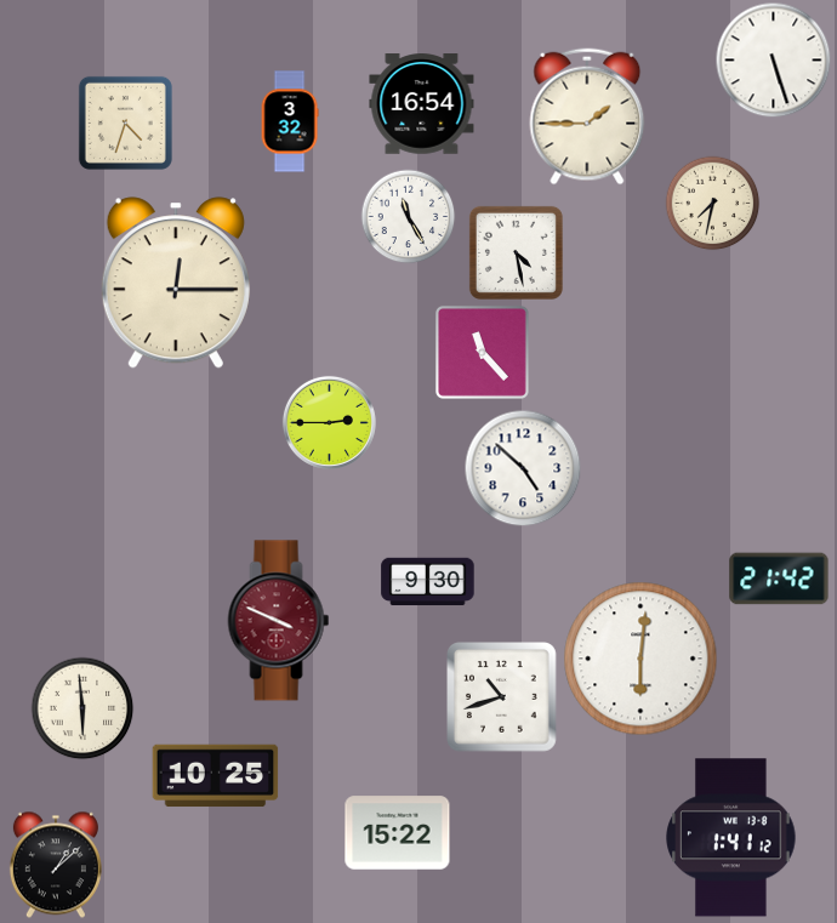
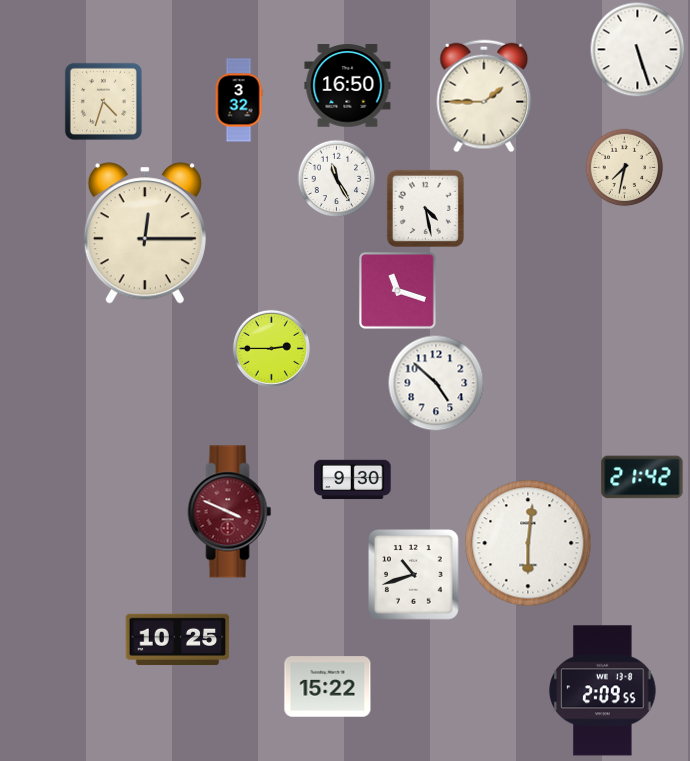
clock at (422, 104): 16:54 -> 16:50
clock at (712, 203) position: (712, 203) -> (624, 167)
clock at (482, 352): 11:23 -> 11:18
clock at (523, 468) position: (523, 468) -> (436, 383)
clock at (82, 708): 5:59 -> none
clock at (731, 838): 1:41 -> 2:09
clock at (56, 865): 1:08 -> none
